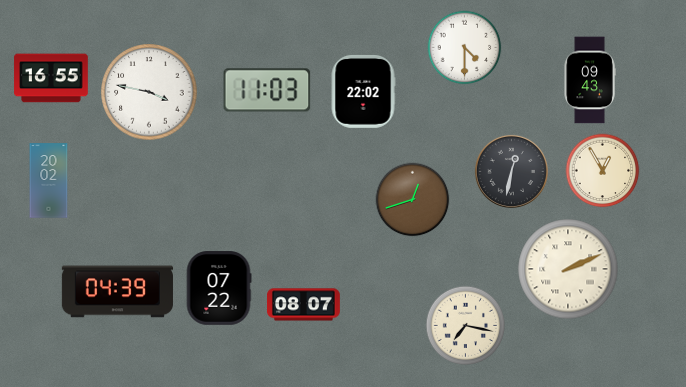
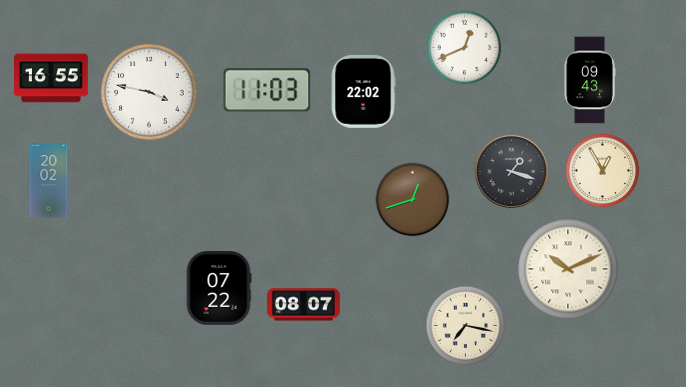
clock at (465, 48): 4:30 -> 12:41
clock at (511, 171): 12:32 -> 1:18
clock at (568, 269): 2:11 -> 10:11
clock at (117, 292): 04:39 -> none
